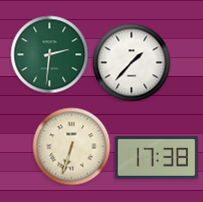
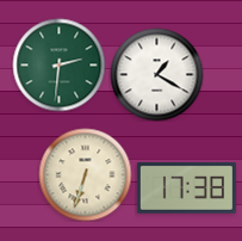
clock at (131, 62): 1:37 -> 1:20
